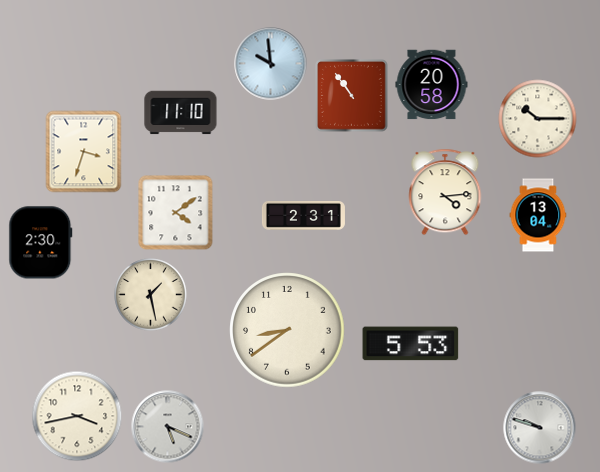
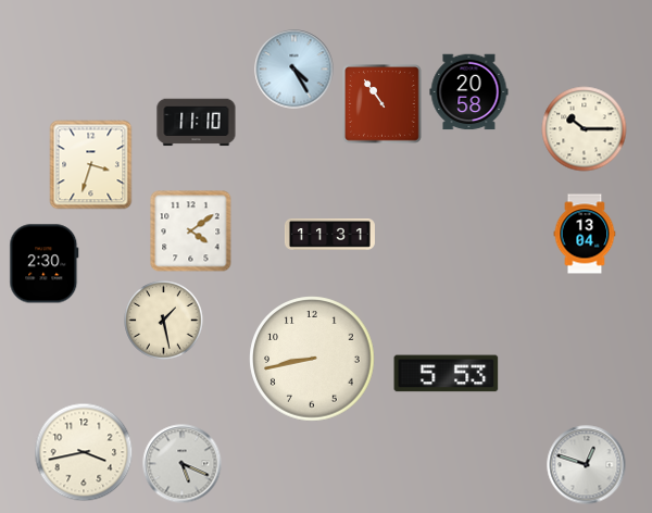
clock at (271, 64): 9:59 -> 4:25
clock at (445, 192): 4:14 -> none
clock at (303, 216): 2:31 -> 11:31
clock at (287, 330): 8:39 -> 8:43
clock at (540, 428): 9:48 -> 12:48
